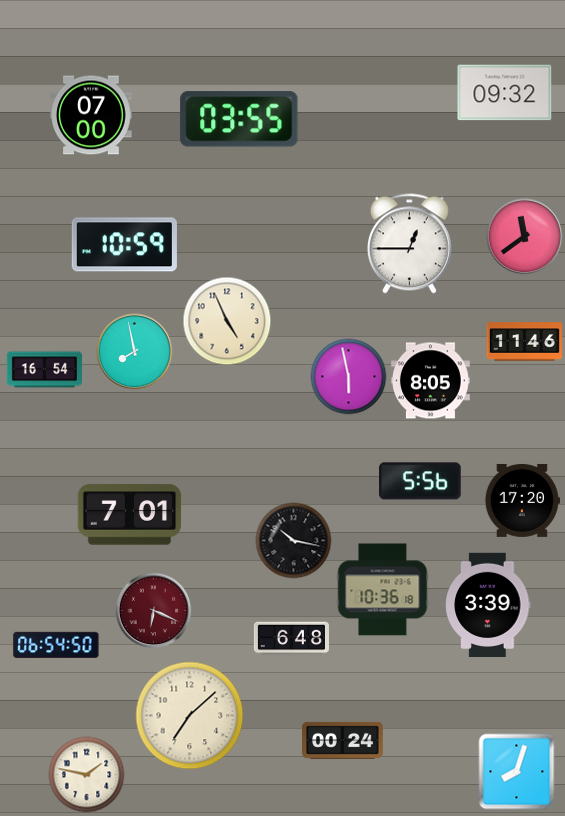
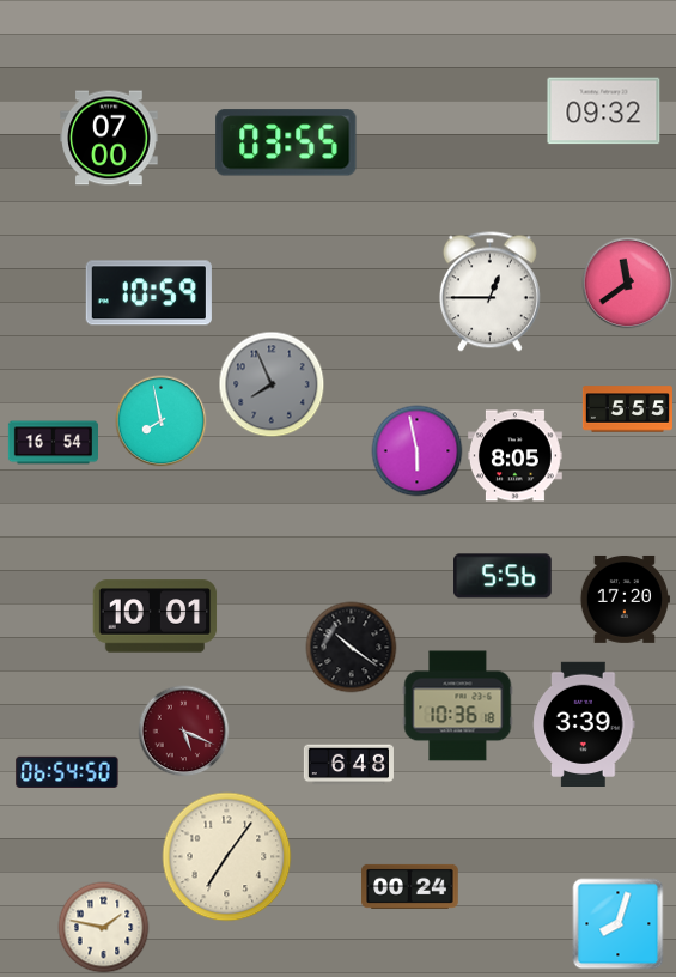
clock at (227, 321): 4:56 -> 7:56
clock at (227, 321) dial: cream -> grey
clock at (524, 342): 11:46 -> 5:55
clock at (130, 515): 7:01 -> 10:01
clock at (294, 541): 10:17 -> 10:21
clock at (154, 611): 6:19 -> 5:19
clock at (190, 716): 7:08 -> 7:06
